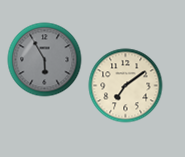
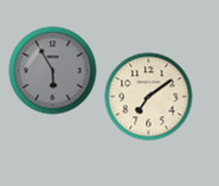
clock at (126, 86) position: (126, 86) -> (149, 97)
